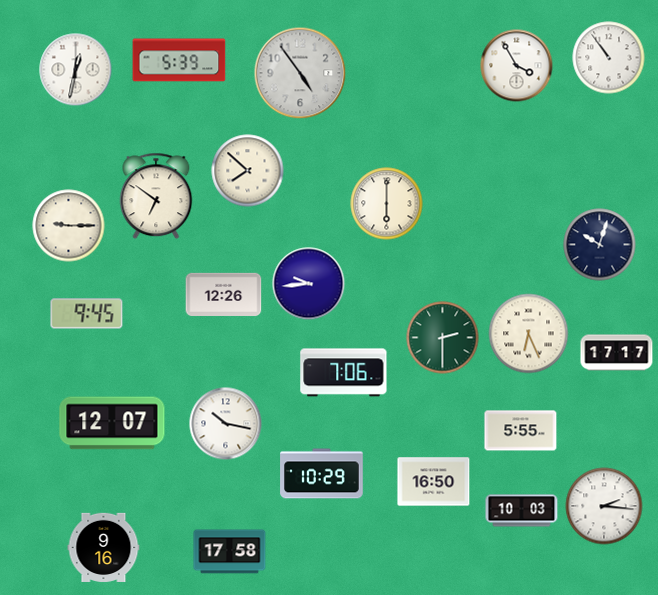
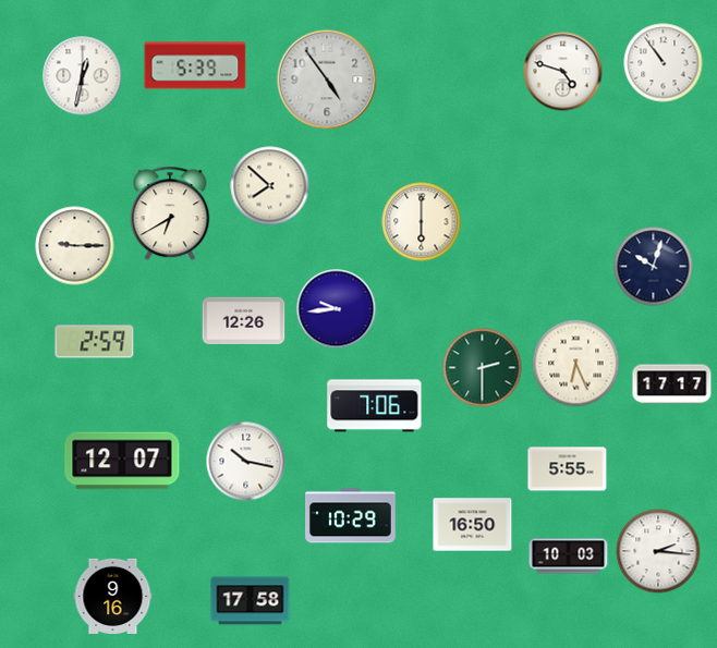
clock at (517, 66): 3:55 -> 4:48
clock at (156, 196): 6:51 -> 6:40
clock at (87, 314): 9:45 -> 2:59
